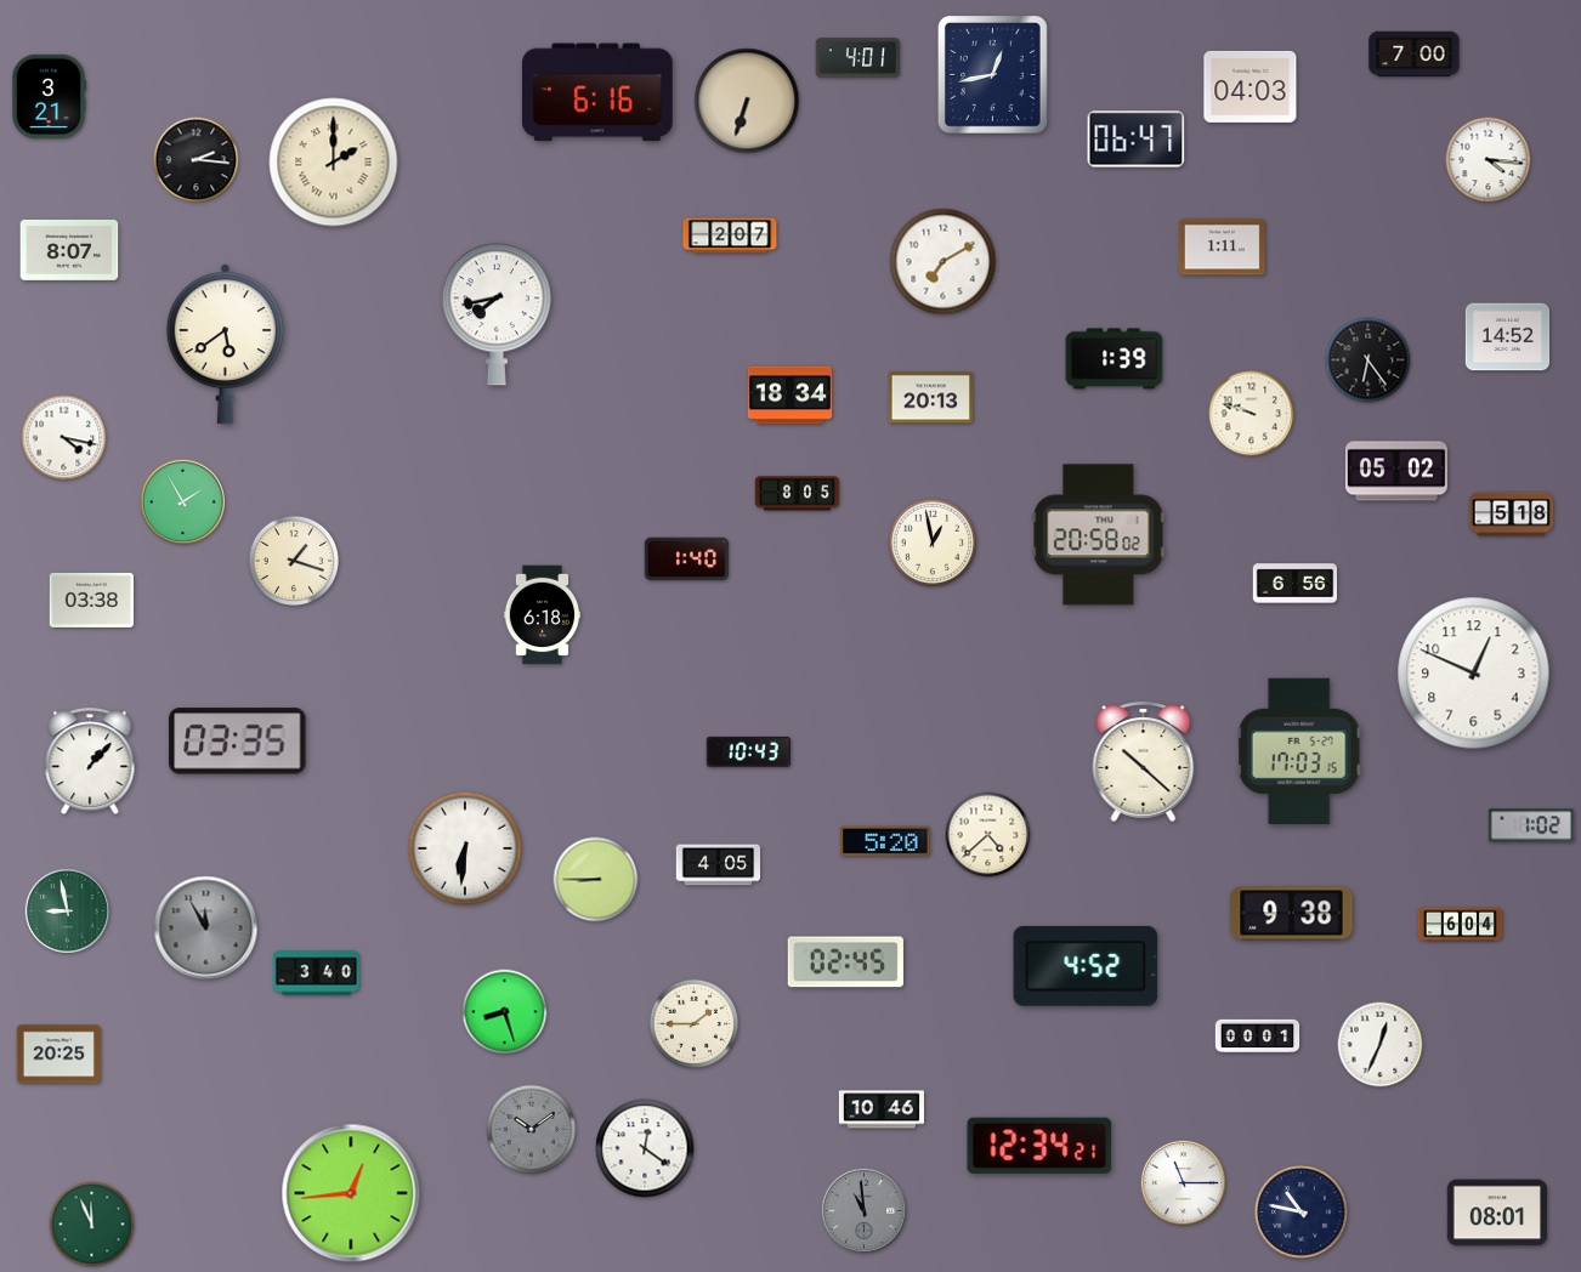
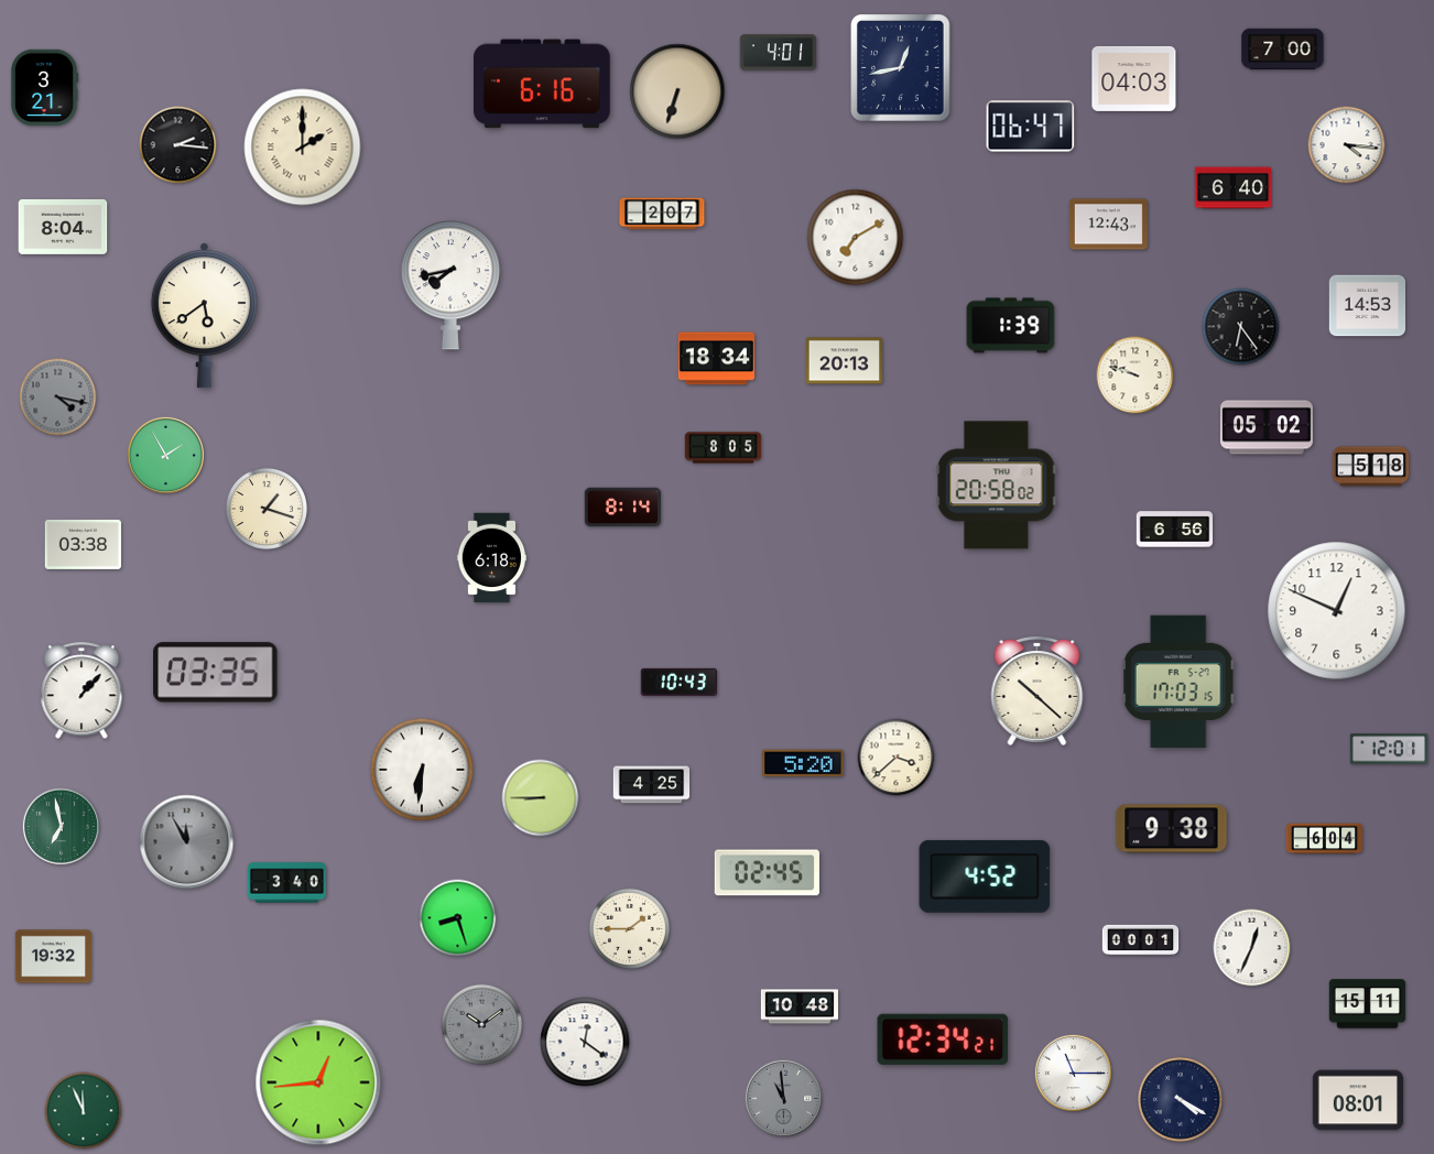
clock at (1489, 160) position: (1489, 160) -> (1347, 145)
clock at (1234, 188): none -> 6:40
clock at (1222, 248): 1:11 -> 12:43
clock at (69, 250): 8:07 -> 8:04
clock at (1508, 337): 14:52 -> 14:53
clock at (225, 345) position: (225, 345) -> (204, 316)
clock at (64, 438) dial: white -> grey
clock at (933, 543): 12:58 -> none
clock at (687, 560): 1:40 -> 8:14
clock at (1531, 825): 1:02 -> 12:01
clock at (988, 835): 4:38 -> 3:38
clock at (719, 865): 4:05 -> 4:25
clock at (67, 910): 8:58 -> 6:58
clock at (59, 1055): 20:25 -> 19:32
clock at (1368, 1004): none -> 15:11
clock at (882, 1109): 10:46 -> 10:48
clock at (1300, 1211): 10:47 -> 4:20
